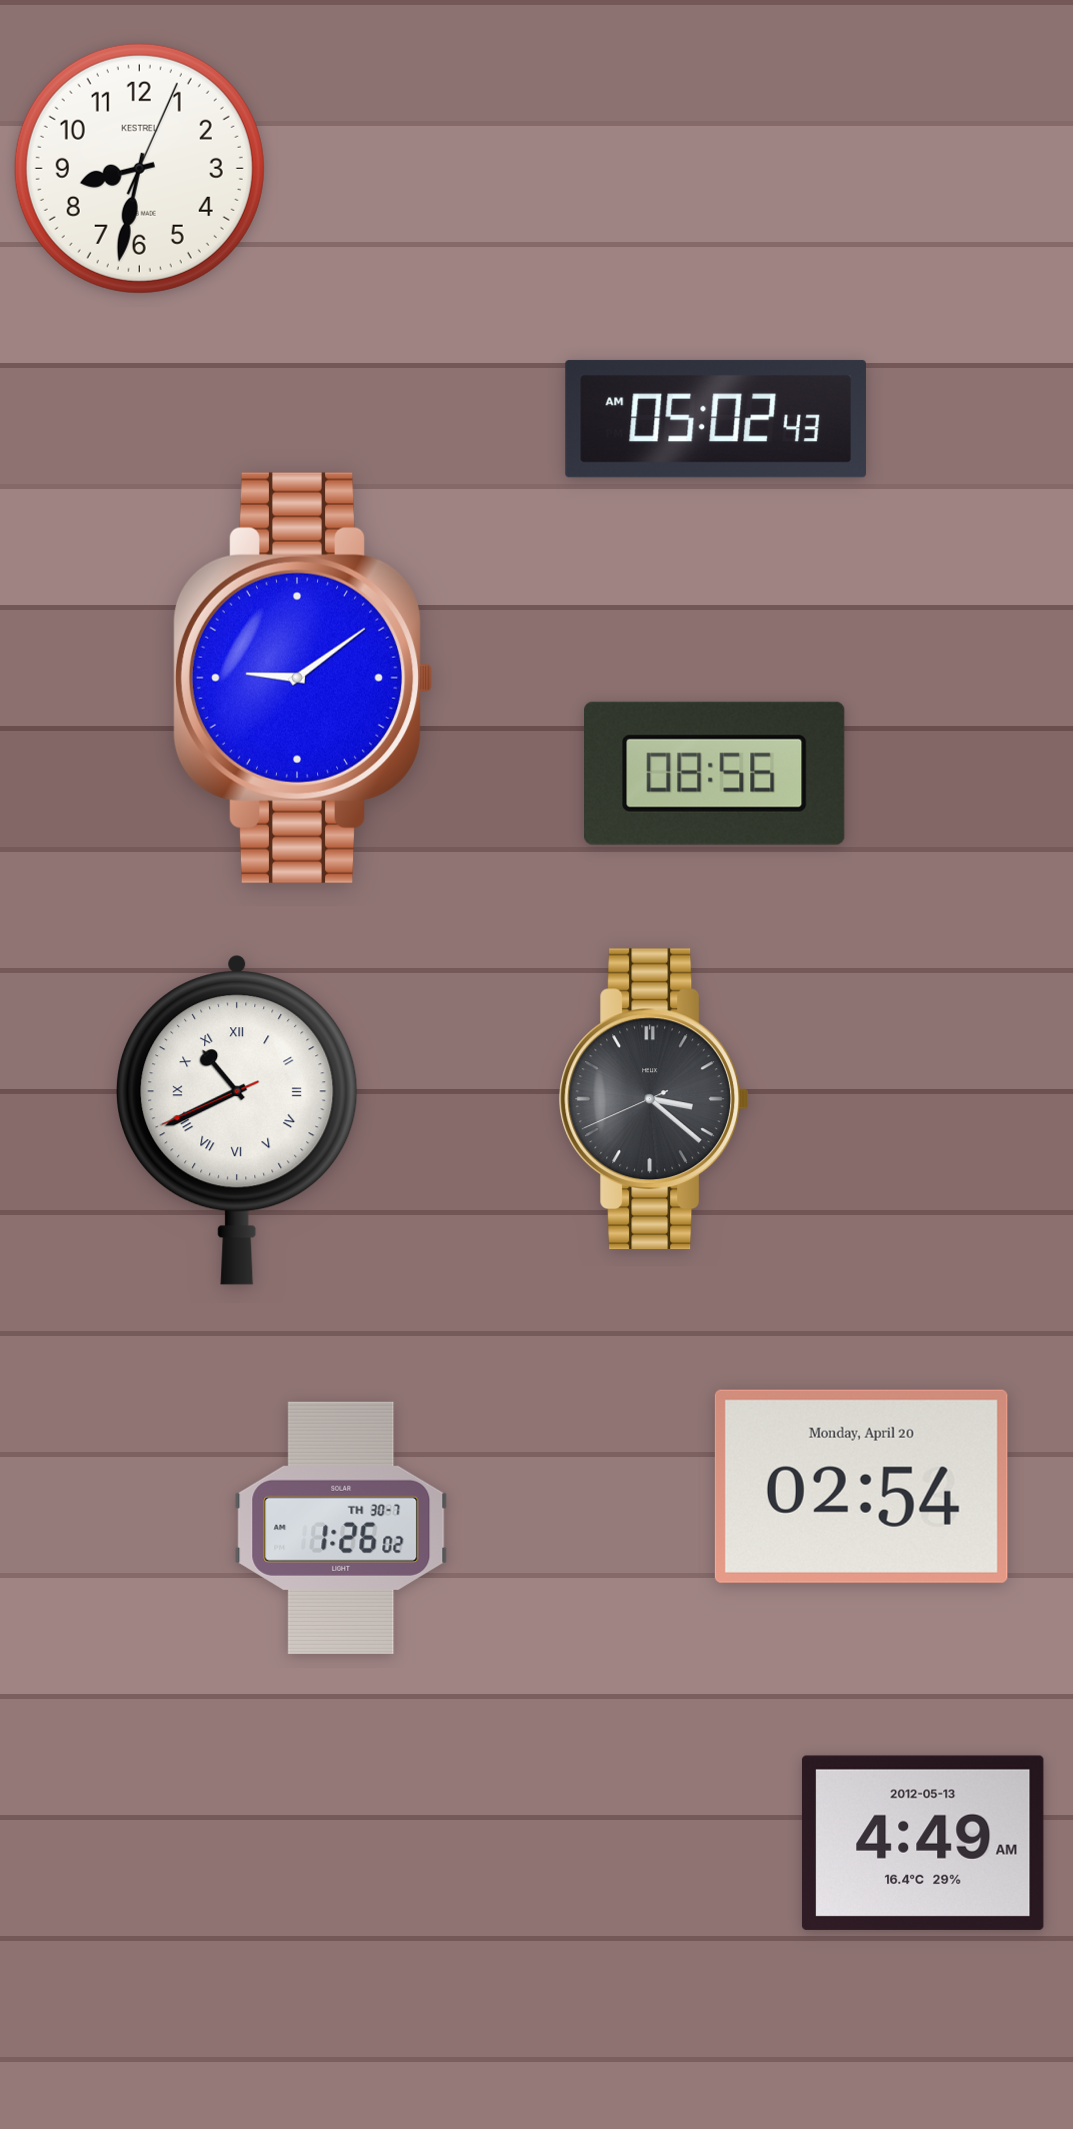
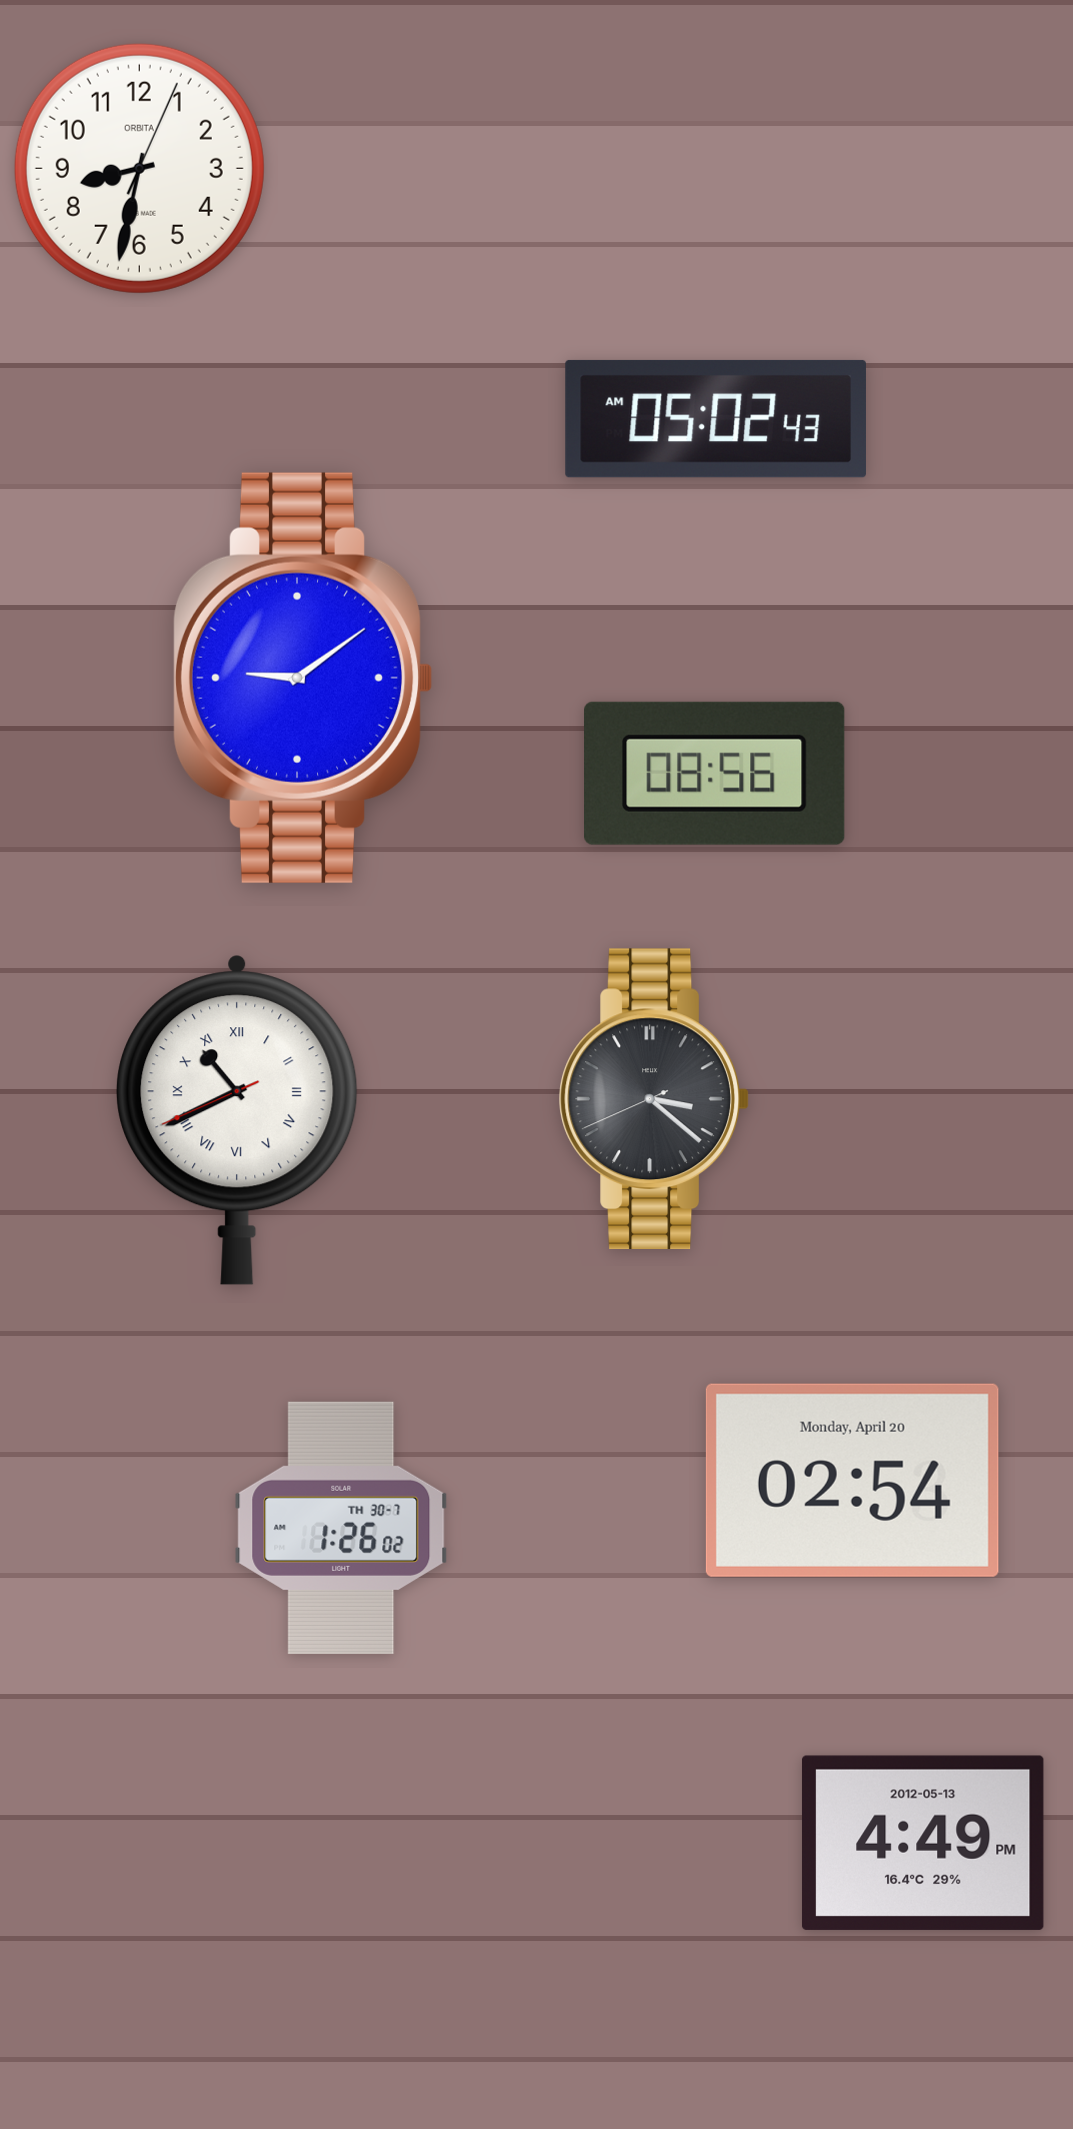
clock at (139, 168) brand: KESTREL -> ORBITA
clock at (861, 1486) position: (861, 1486) -> (852, 1480)
clock at (923, 1843): 4:49 AM -> 4:49 PM
